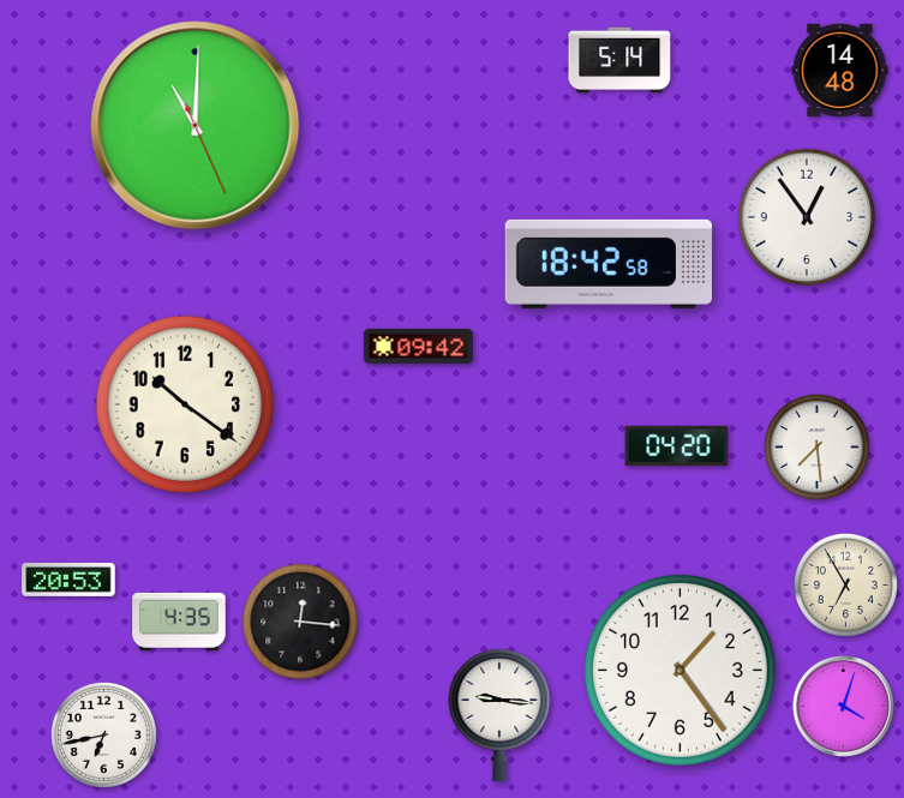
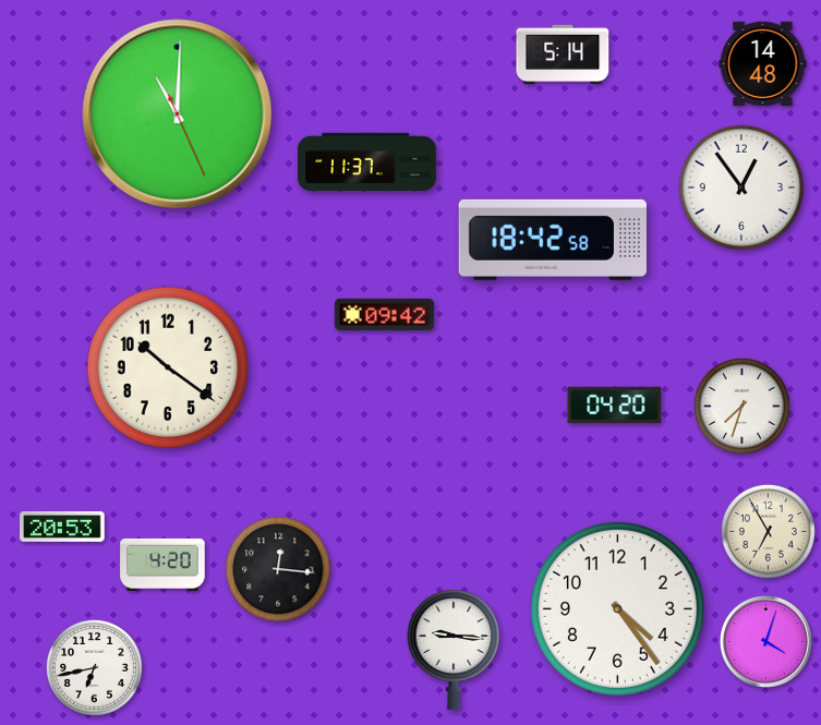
clock at (367, 161): none -> 11:37
clock at (807, 217) position: (807, 217) -> (741, 188)
clock at (418, 346) position: (418, 346) -> (384, 314)
clock at (816, 446): 7:29 -> 7:33
clock at (179, 622): 4:35 -> 4:20
clock at (300, 622) position: (300, 622) -> (278, 569)
clock at (680, 670): 1:24 -> 4:24
